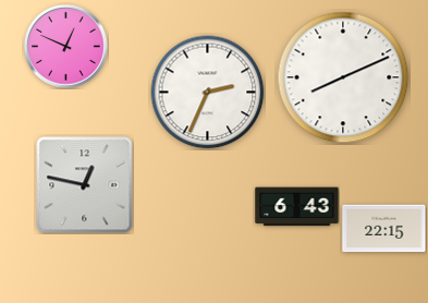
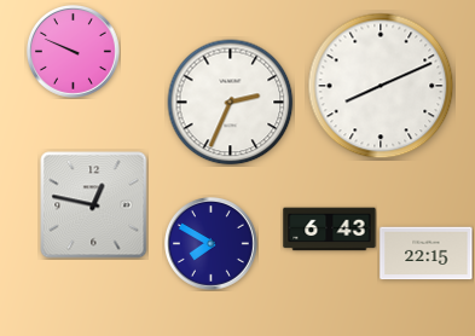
clock at (66, 47): 12:49 -> 9:49
clock at (212, 244): none -> 7:50
